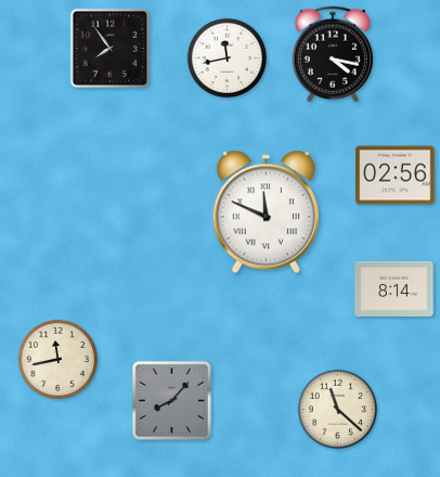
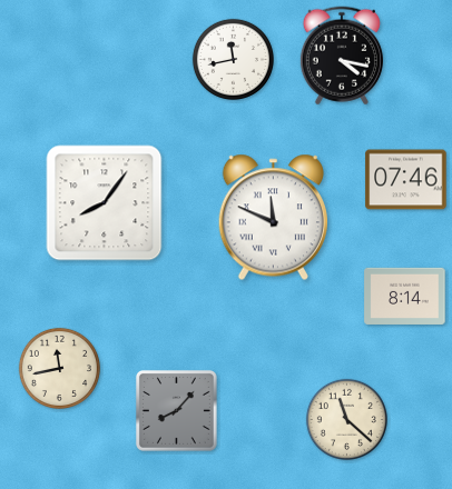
clock at (111, 49): 7:54 -> none
clock at (396, 176): 02:56 -> 07:46
clock at (105, 203): none -> 8:06
